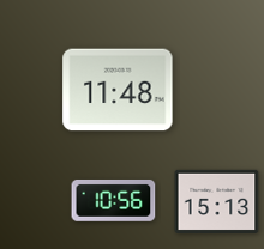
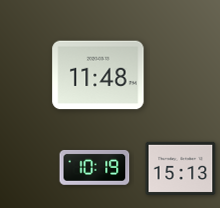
clock at (114, 200): 10:56 -> 10:19
